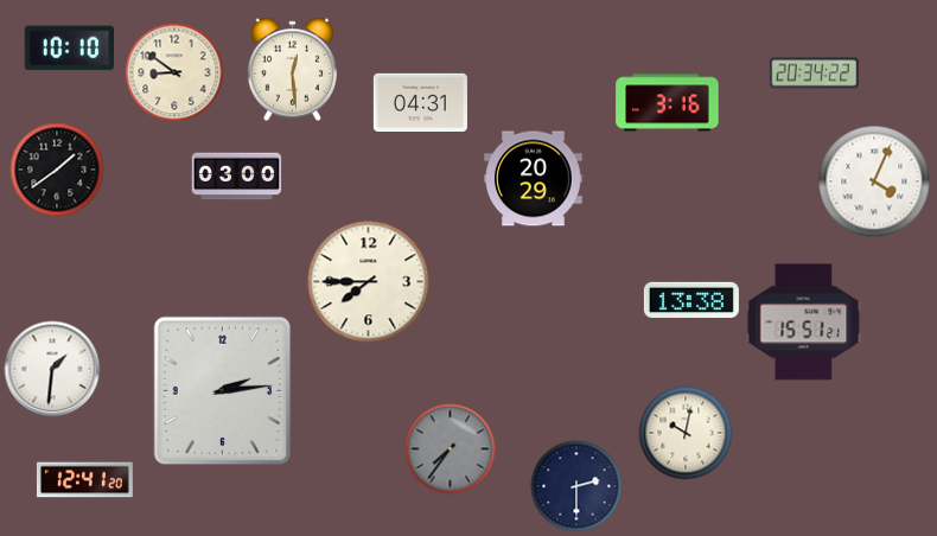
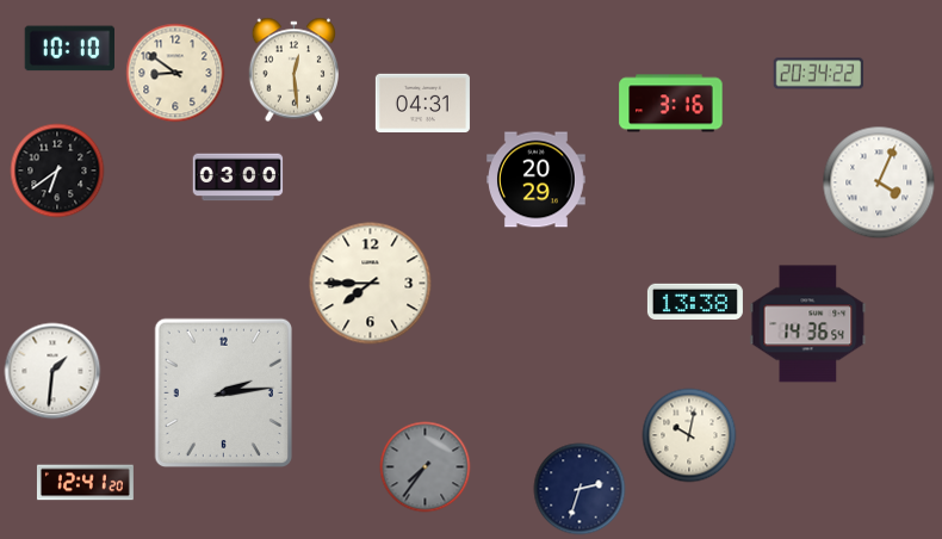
clock at (57, 170): 1:39 -> 6:39
clock at (804, 323): 15:51 -> 14:36
clock at (451, 449) position: (451, 449) -> (426, 467)
clock at (576, 486): 2:30 -> 2:33
